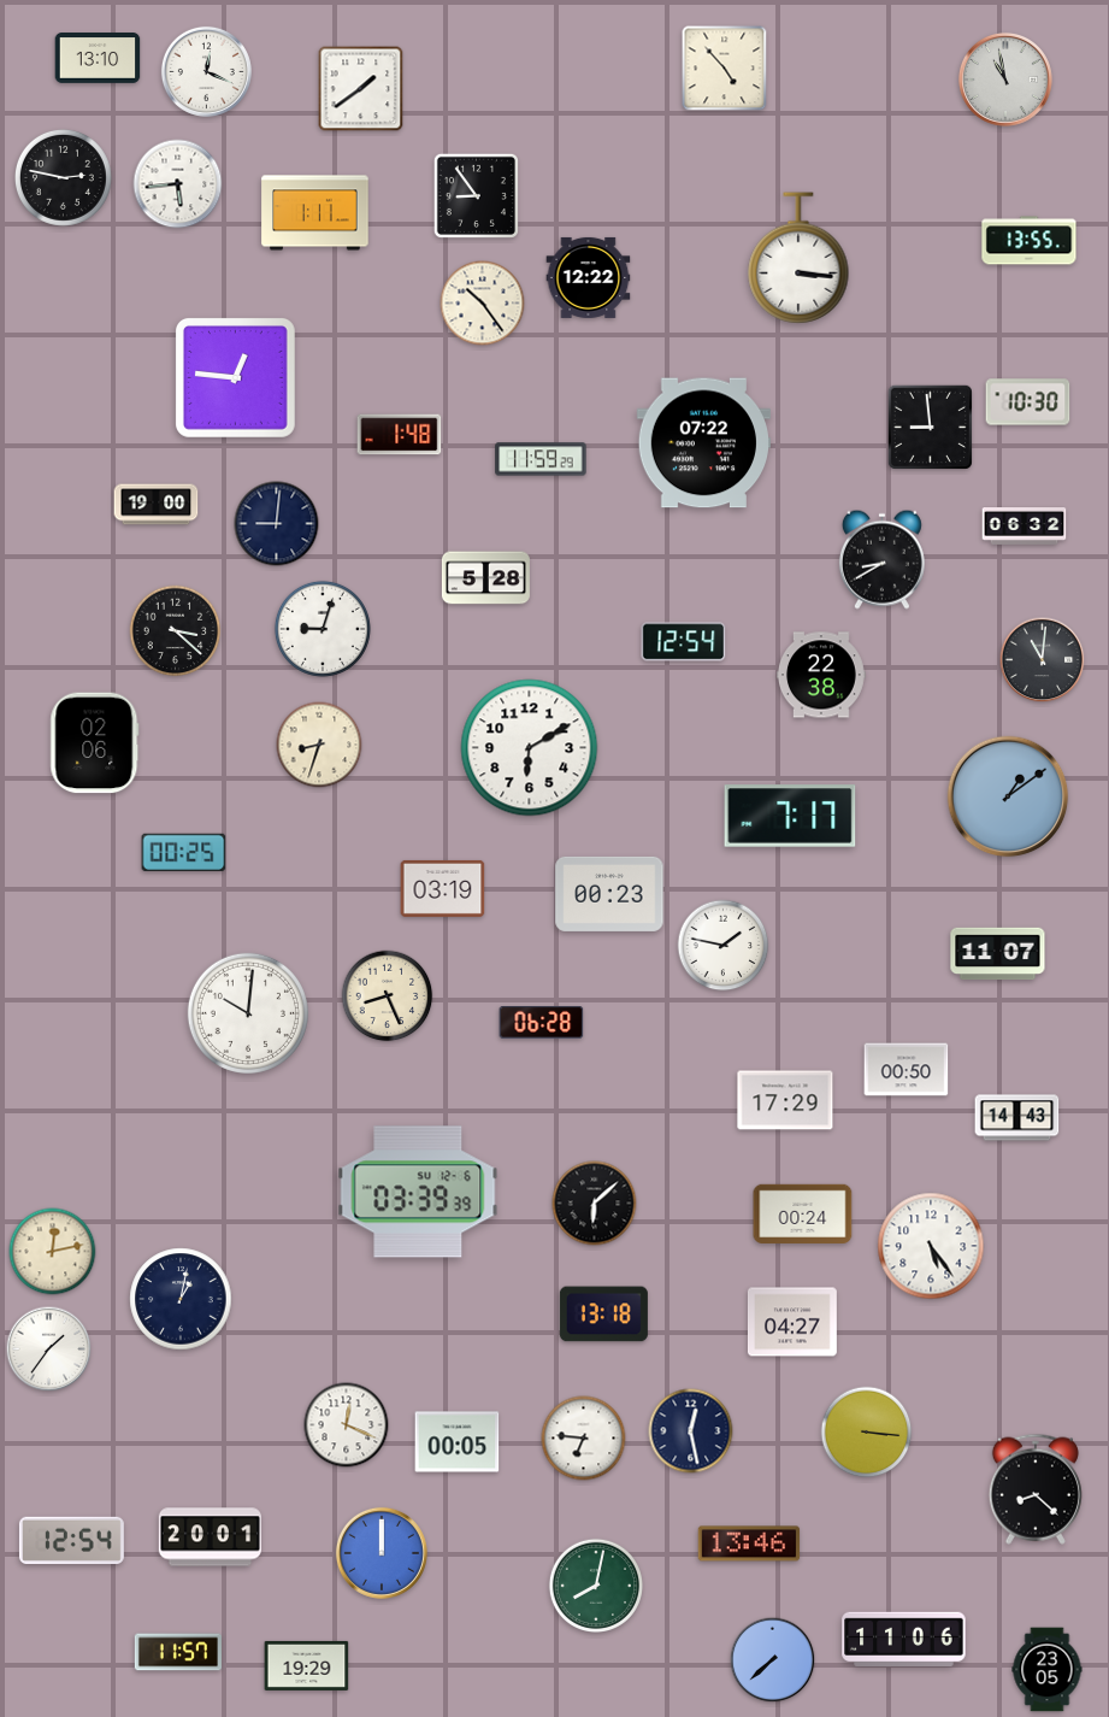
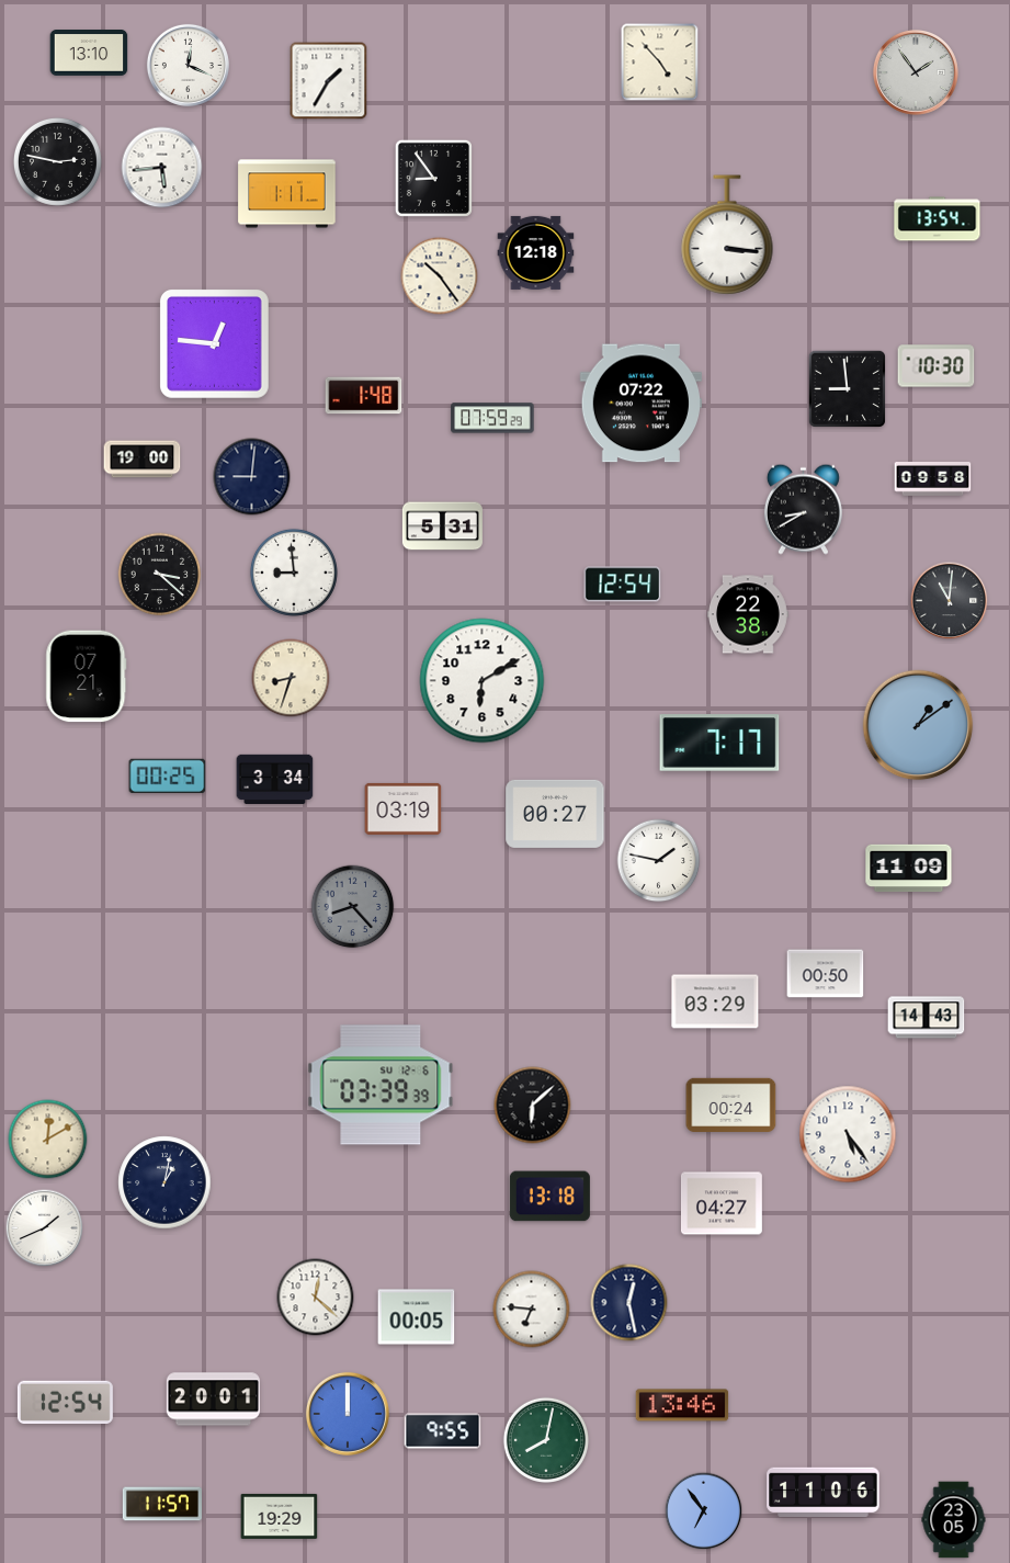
clock at (1005, 80): 10:58 -> 1:54
clock at (361, 89): 1:39 -> 1:35
clock at (1030, 241): 13:55 -> 13:54
clock at (589, 277): 12:22 -> 12:18
clock at (541, 459): 11:59 -> 07:59
clock at (1025, 527): 06:32 -> 09:58
clock at (485, 578): 5:28 -> 5:31
clock at (323, 629): 9:03 -> 8:59
clock at (95, 743): 02:06 -> 07:21
clock at (275, 779): none -> 3:34
clock at (609, 894): 00:23 -> 00:27
clock at (998, 954): 11:07 -> 11:09
clock at (388, 996): 8:26 -> 8:23
clock at (388, 996) dial: cream -> grey
clock at (248, 1013): 10:01 -> none
clock at (542, 1023): 06:28 -> none
clock at (785, 1100): 17:29 -> 03:29
clock at (595, 1204) position: (595, 1204) -> (533, 1106)
clock at (53, 1252): 12:13 -> 12:10
clock at (49, 1350): 1:36 -> 1:41
clock at (347, 1425): 12:19 -> 12:22
clock at (867, 1433): 3:16 -> none
clock at (458, 1442) position: (458, 1442) -> (417, 1317)
clock at (1036, 1489): 8:22 -> none
clock at (210, 1537) position: (210, 1537) -> (213, 1400)
clock at (443, 1431): none -> 9:55
clock at (595, 1584) position: (595, 1584) -> (545, 1439)
clock at (773, 1660): 7:38 -> 6:54
